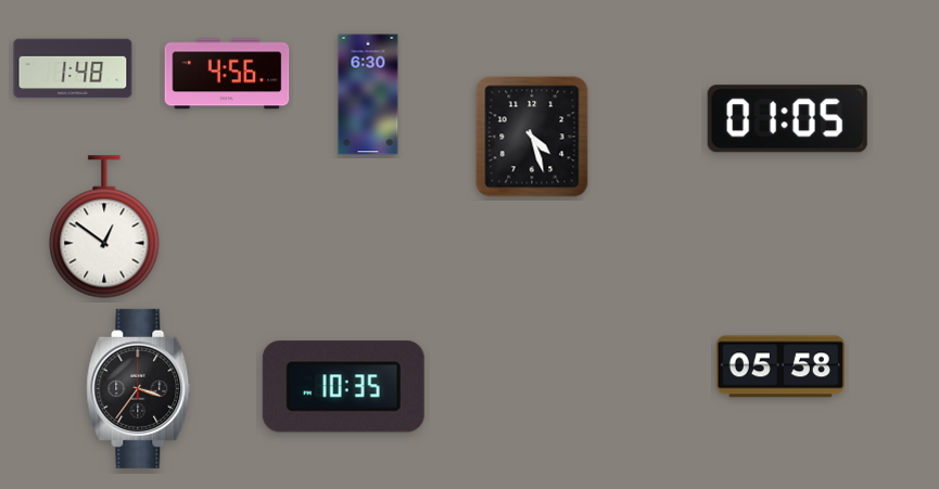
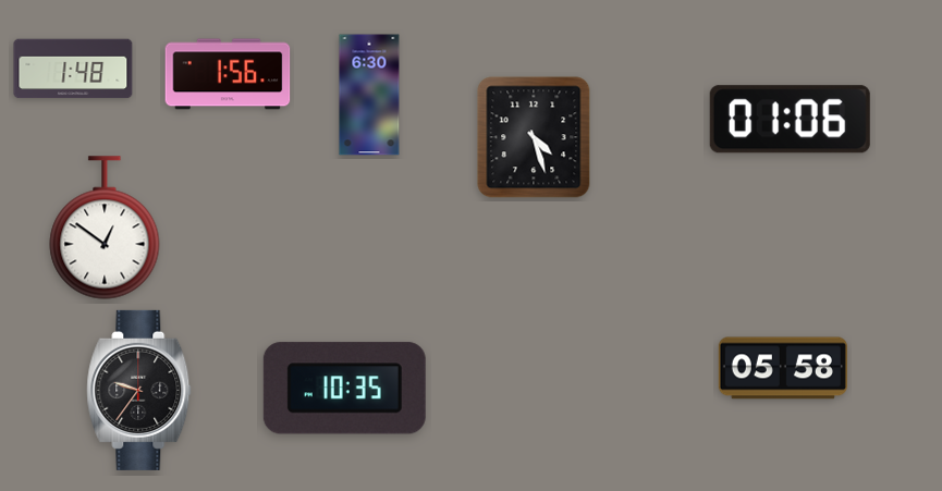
clock at (227, 74): 4:56 -> 1:56
clock at (787, 119): 01:05 -> 01:06
clock at (139, 388): 3:36 -> 9:36
